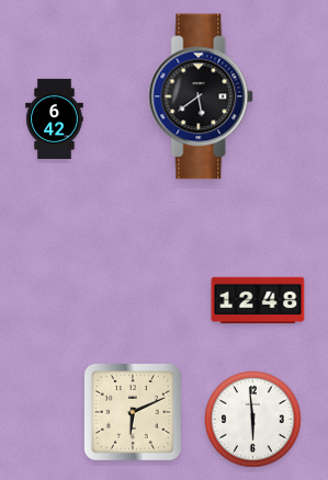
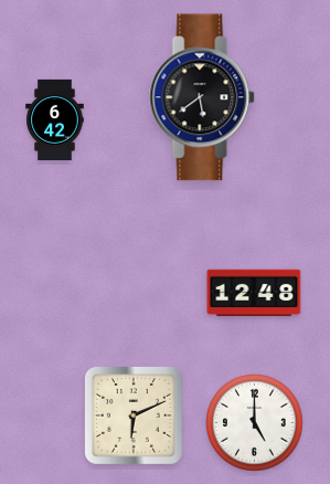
clock at (258, 300) position: (258, 300) -> (254, 293)
clock at (253, 420): 5:59 -> 5:00
